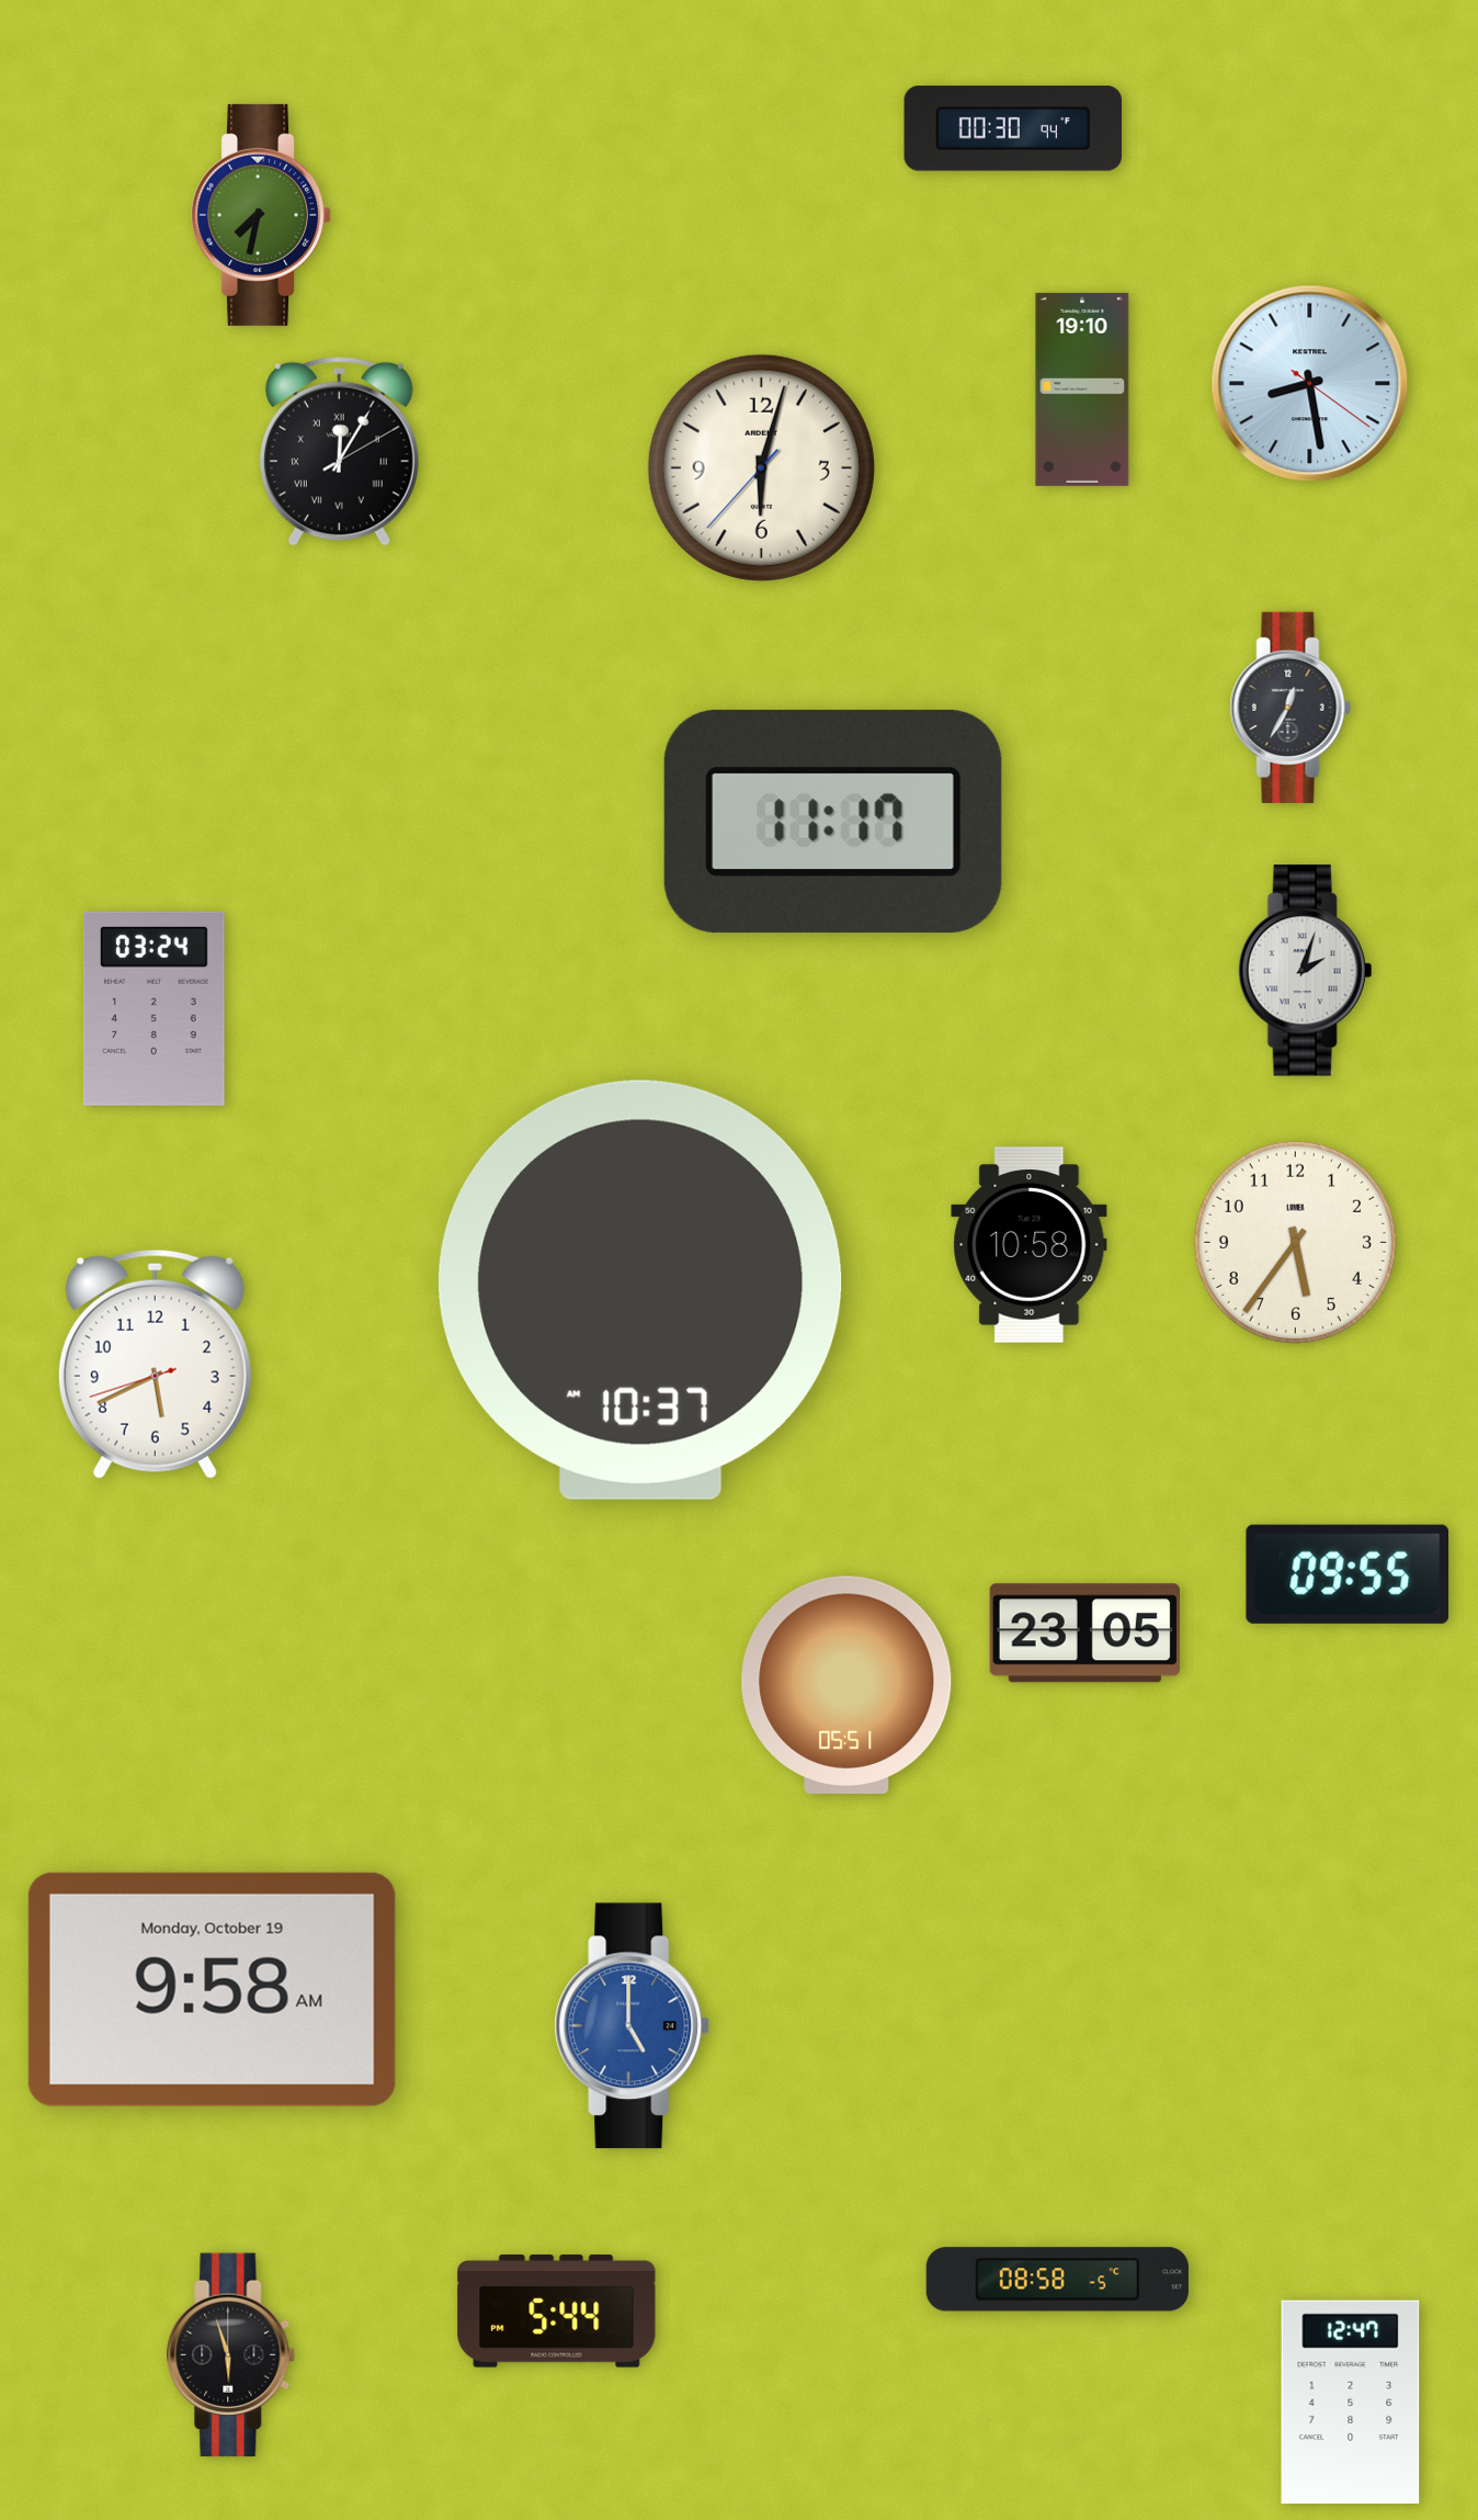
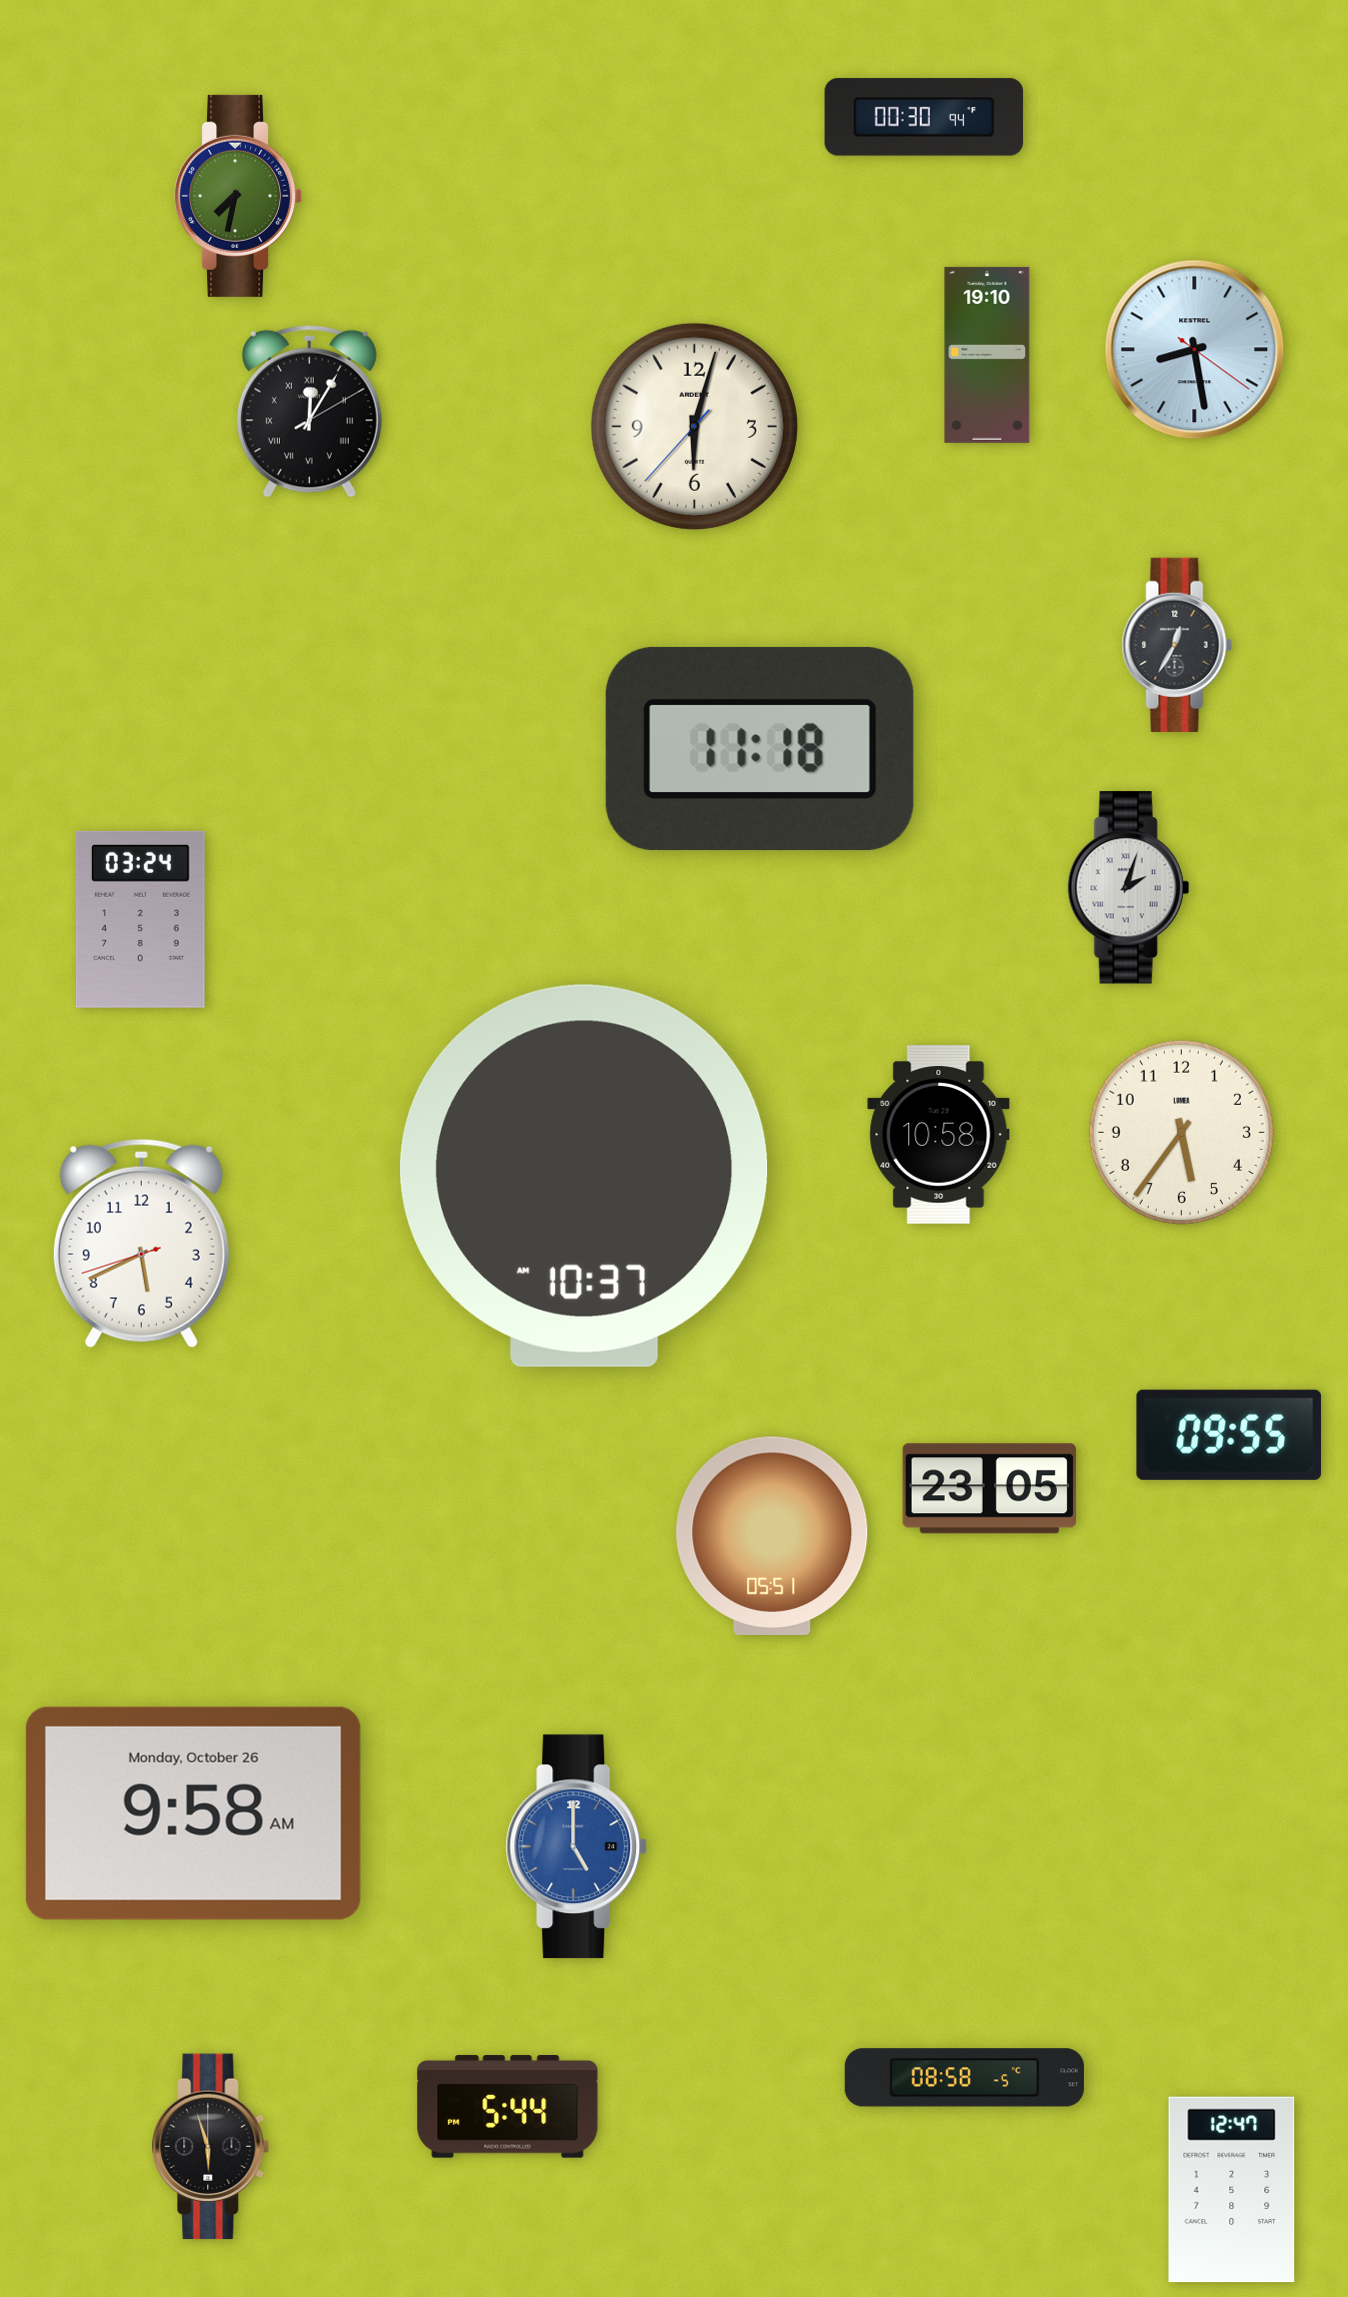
clock at (833, 822): 11:17 -> 11:18
clock at (1305, 971) position: (1305, 971) -> (1128, 888)
clock at (212, 1989) date: Monday, October 19 -> Monday, October 26
